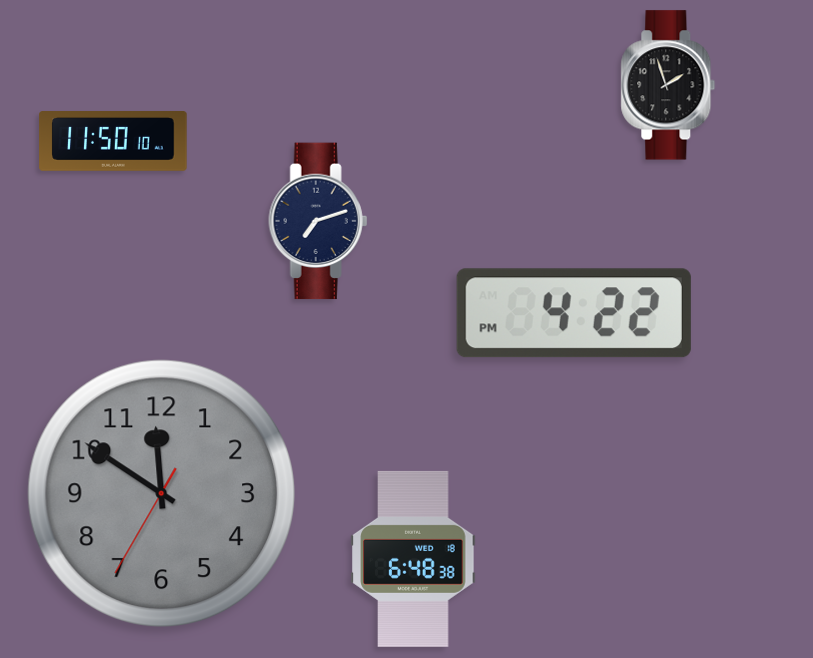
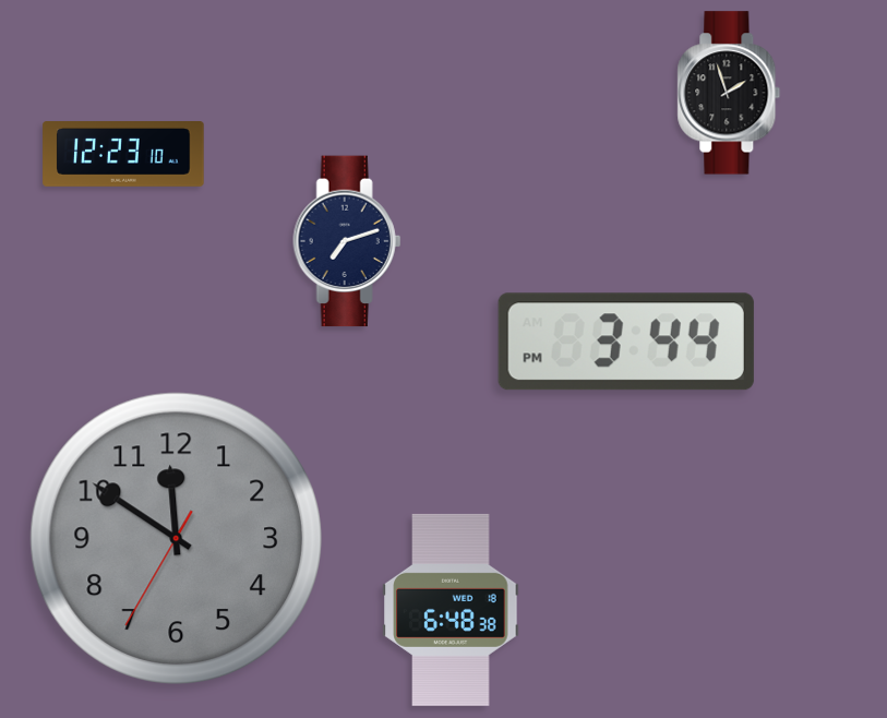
clock at (113, 142): 11:50 -> 12:23
clock at (574, 313): 4:22 -> 3:44
